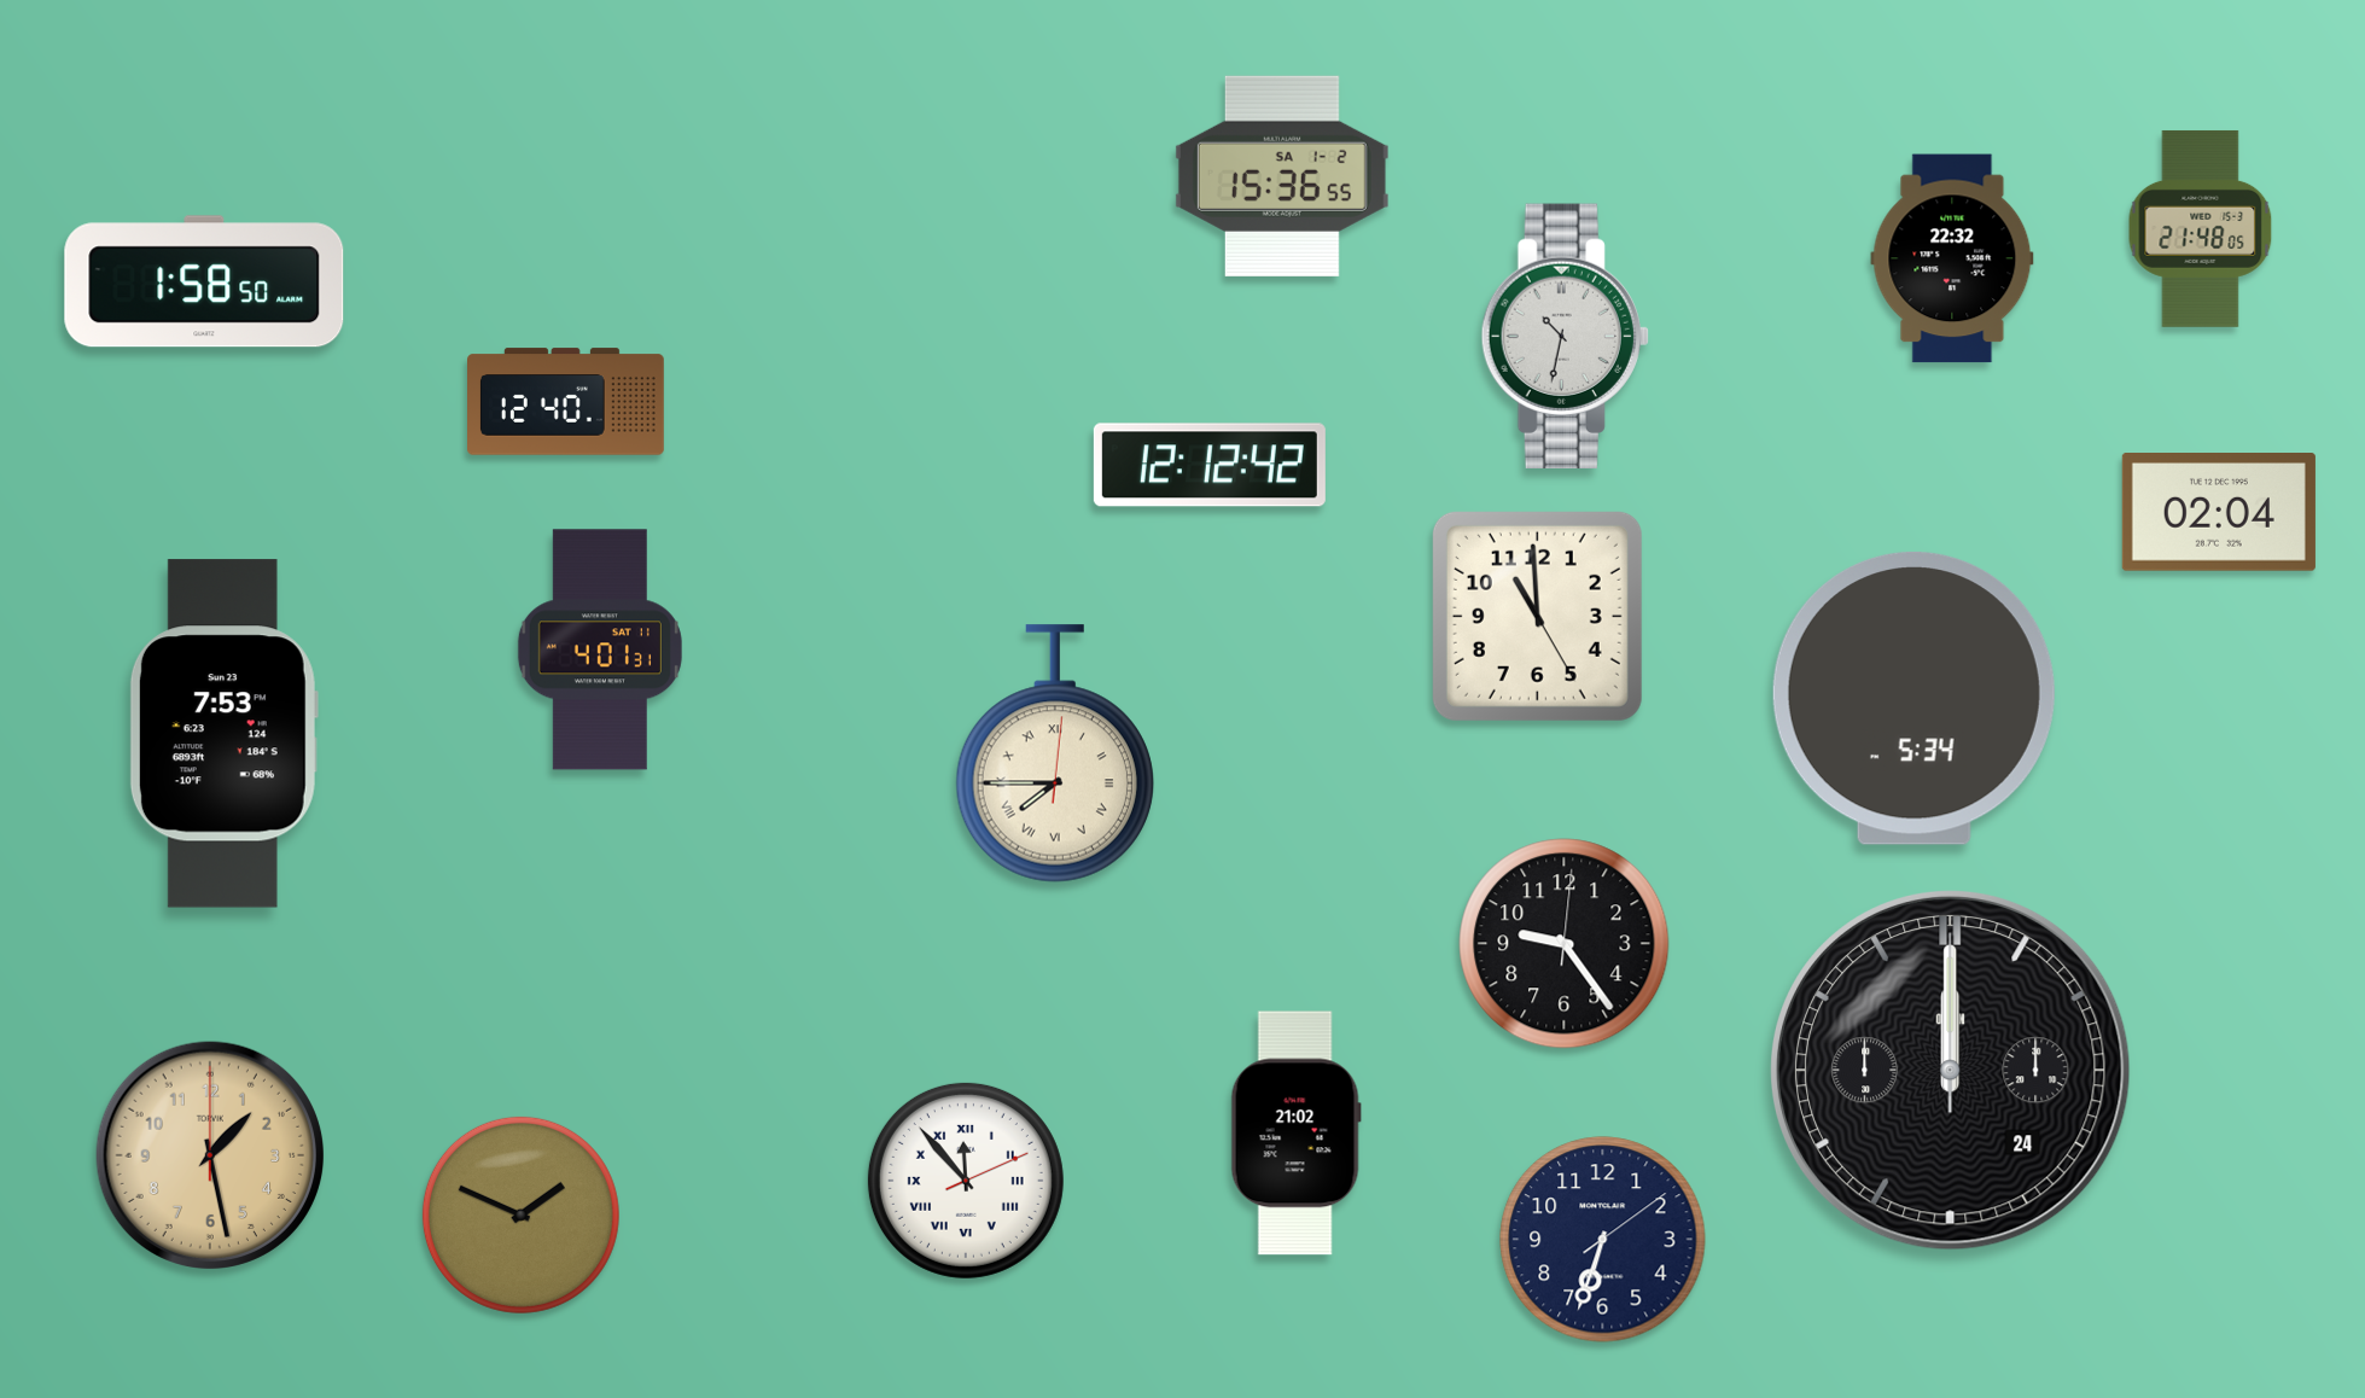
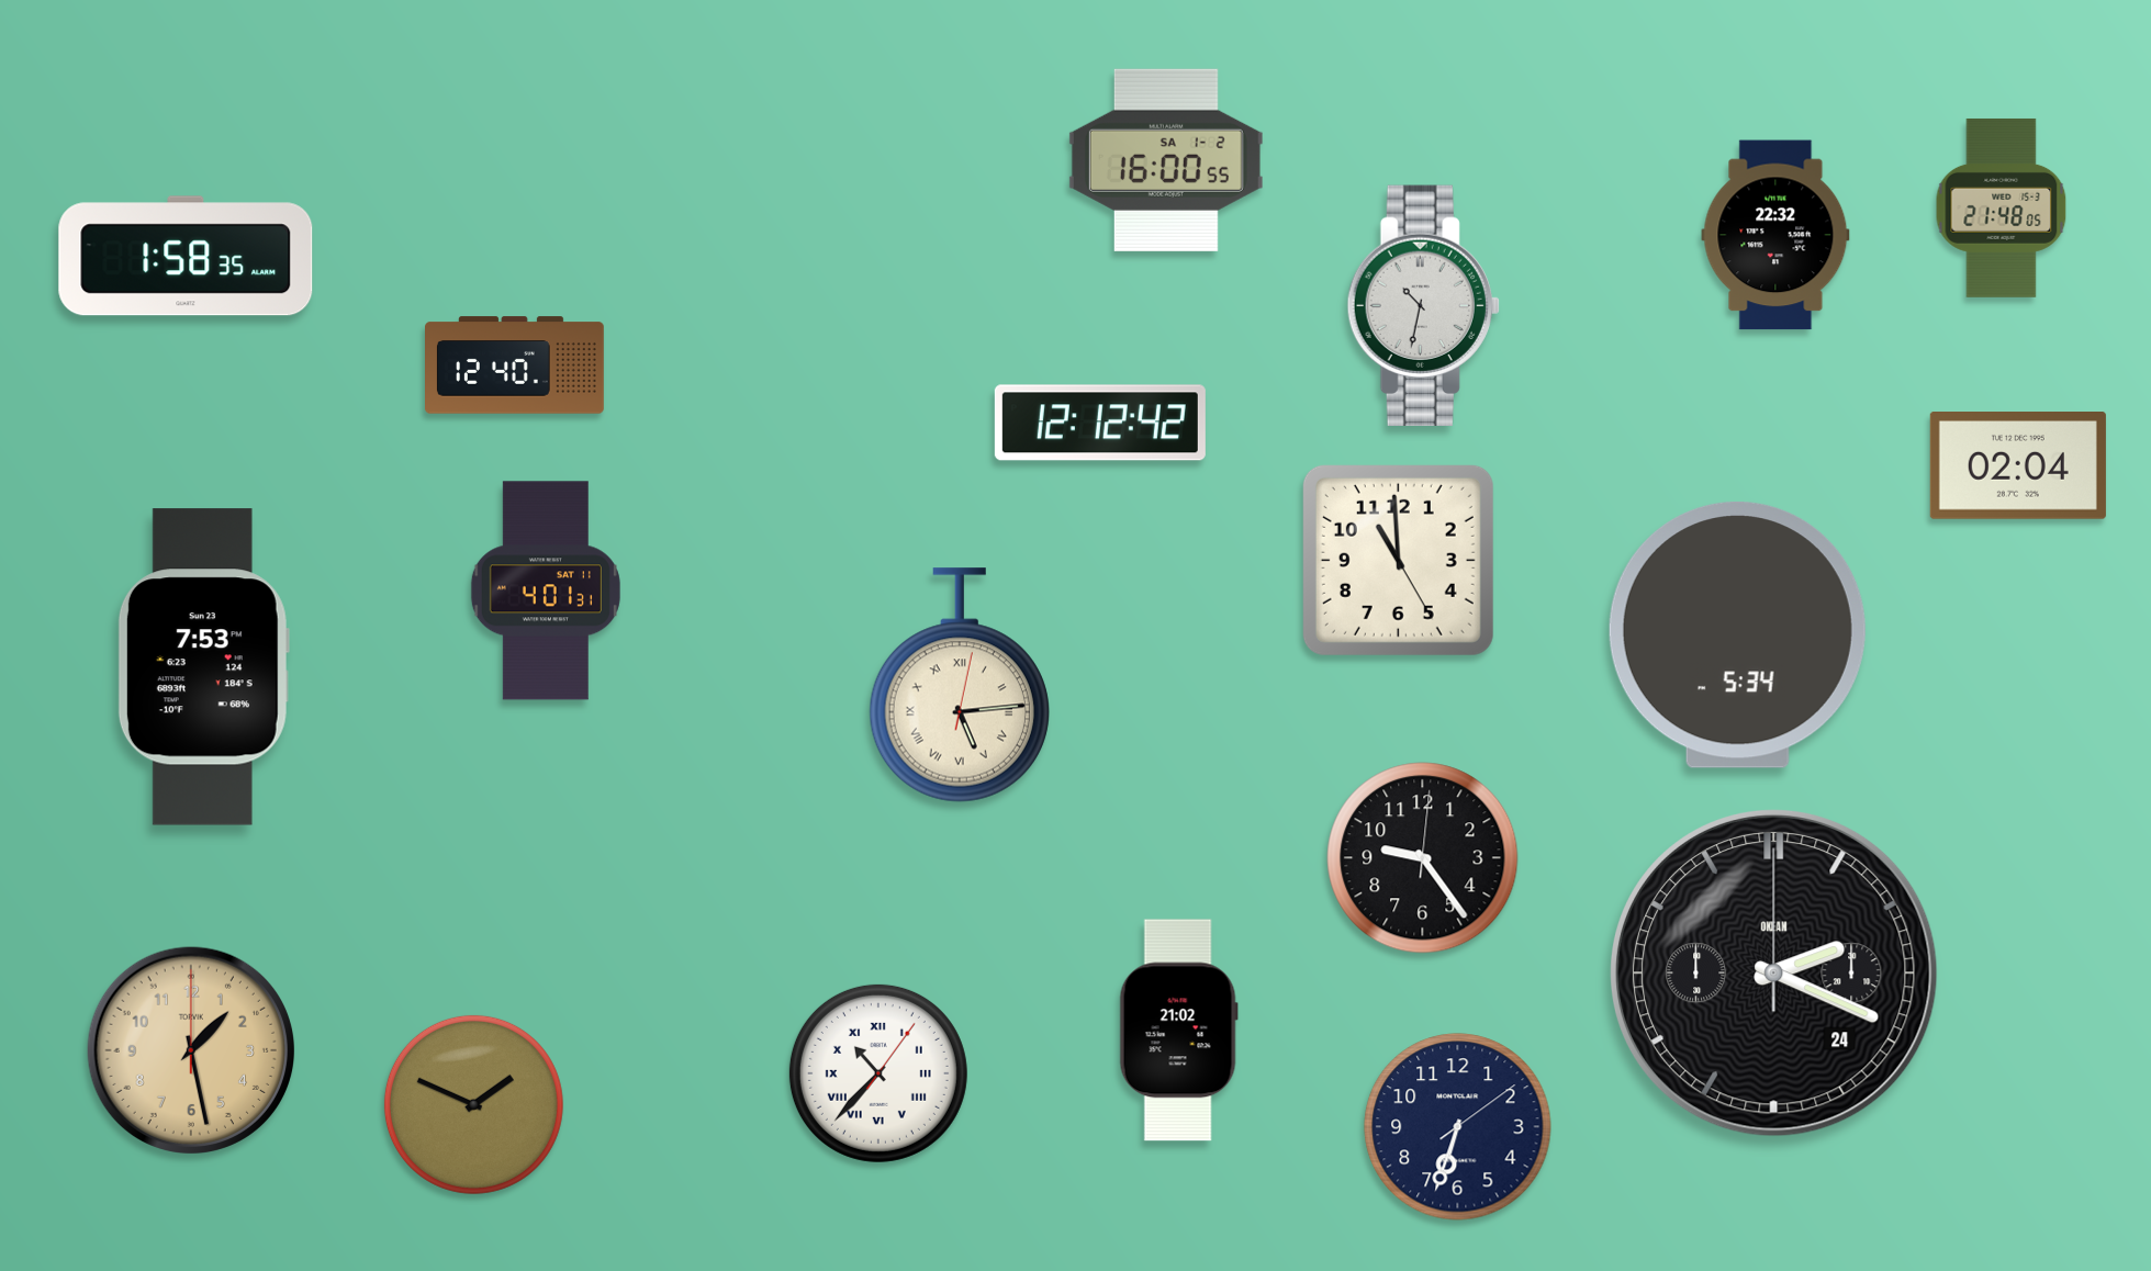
clock at (1282, 176): 15:36 -> 16:00
clock at (204, 281): 1:58:50 -> 1:58:35
clock at (1913, 698) position: (1913, 698) -> (1737, 634)
clock at (1055, 753): 7:45 -> 5:14
clock at (1950, 1070): 12:00 -> 2:19
clock at (966, 1181): 11:53 -> 10:37
